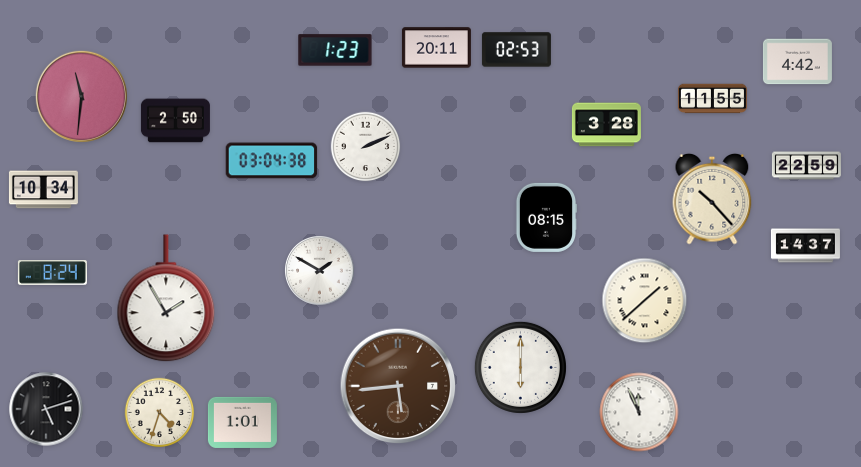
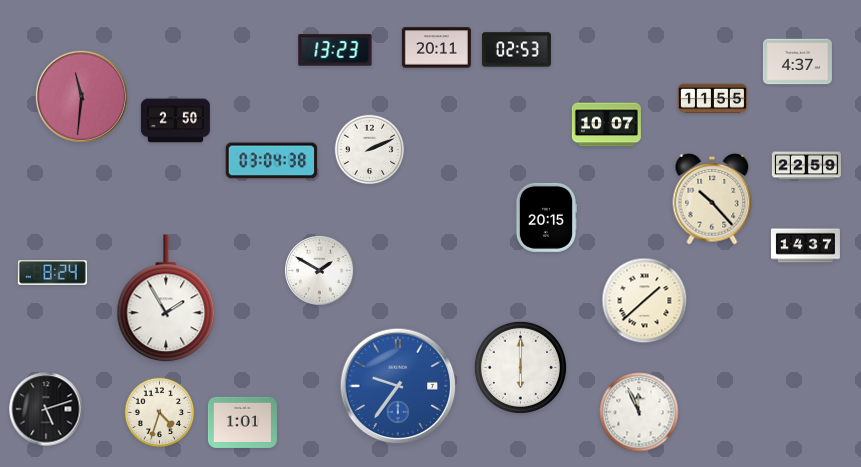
clock at (335, 50): 1:23 -> 13:23
clock at (797, 62): 4:42 -> 4:37
clock at (606, 125): 3:28 -> 10:07
clock at (366, 147) position: (366, 147) -> (370, 150)
clock at (43, 190): 10:34 -> none
clock at (545, 217): 08:15 -> 20:15
clock at (398, 386): 5:44 -> 9:36
clock at (398, 386) dial: brown -> blue
